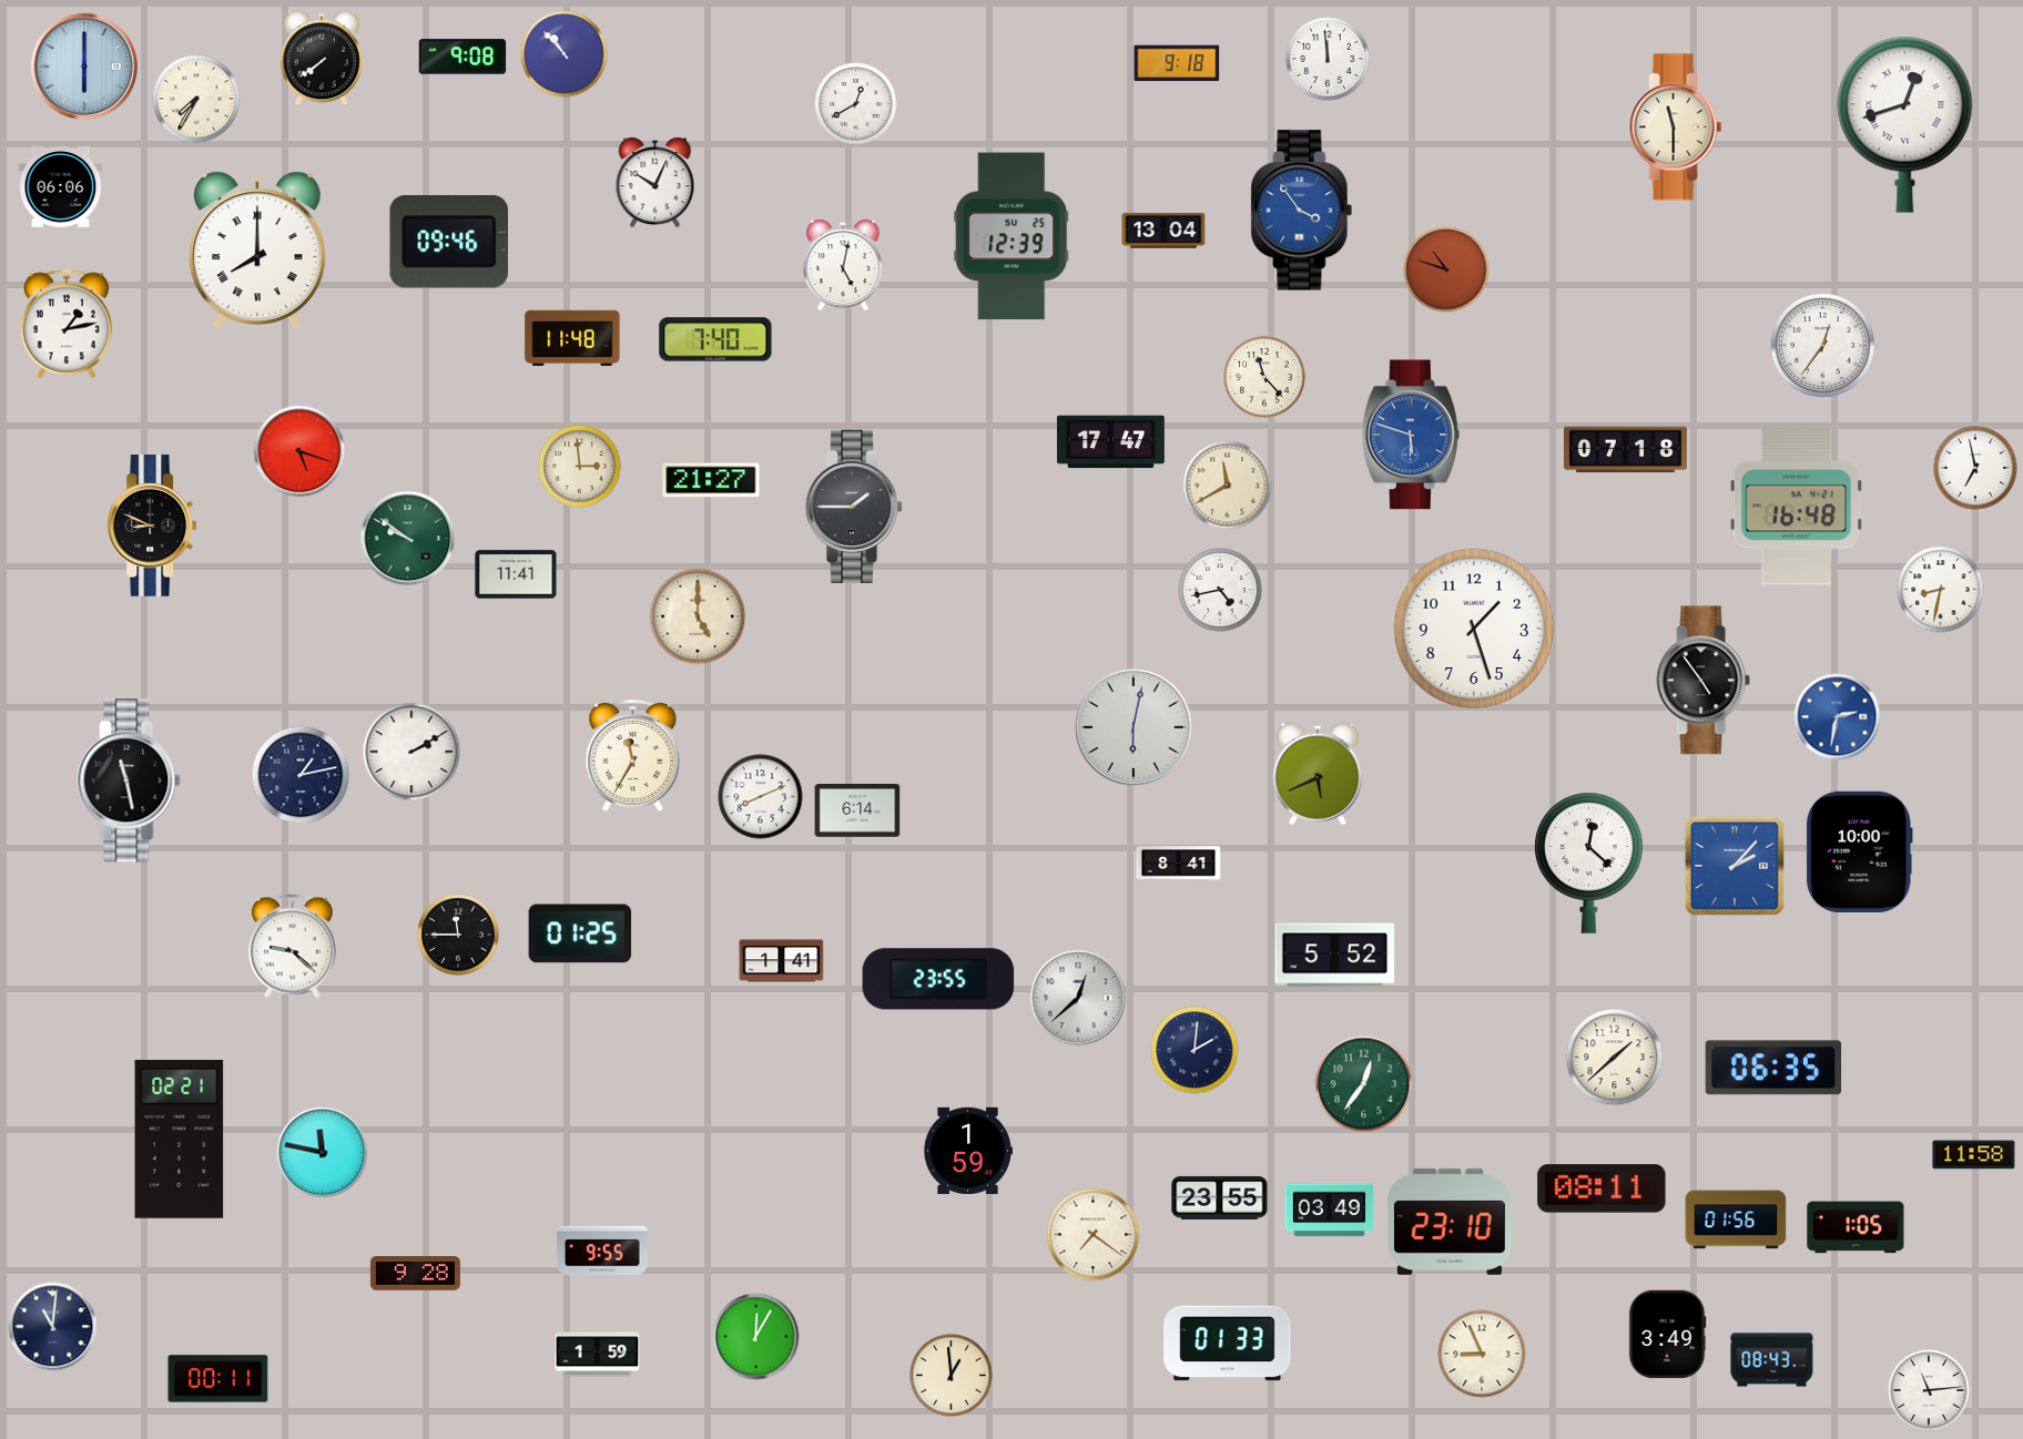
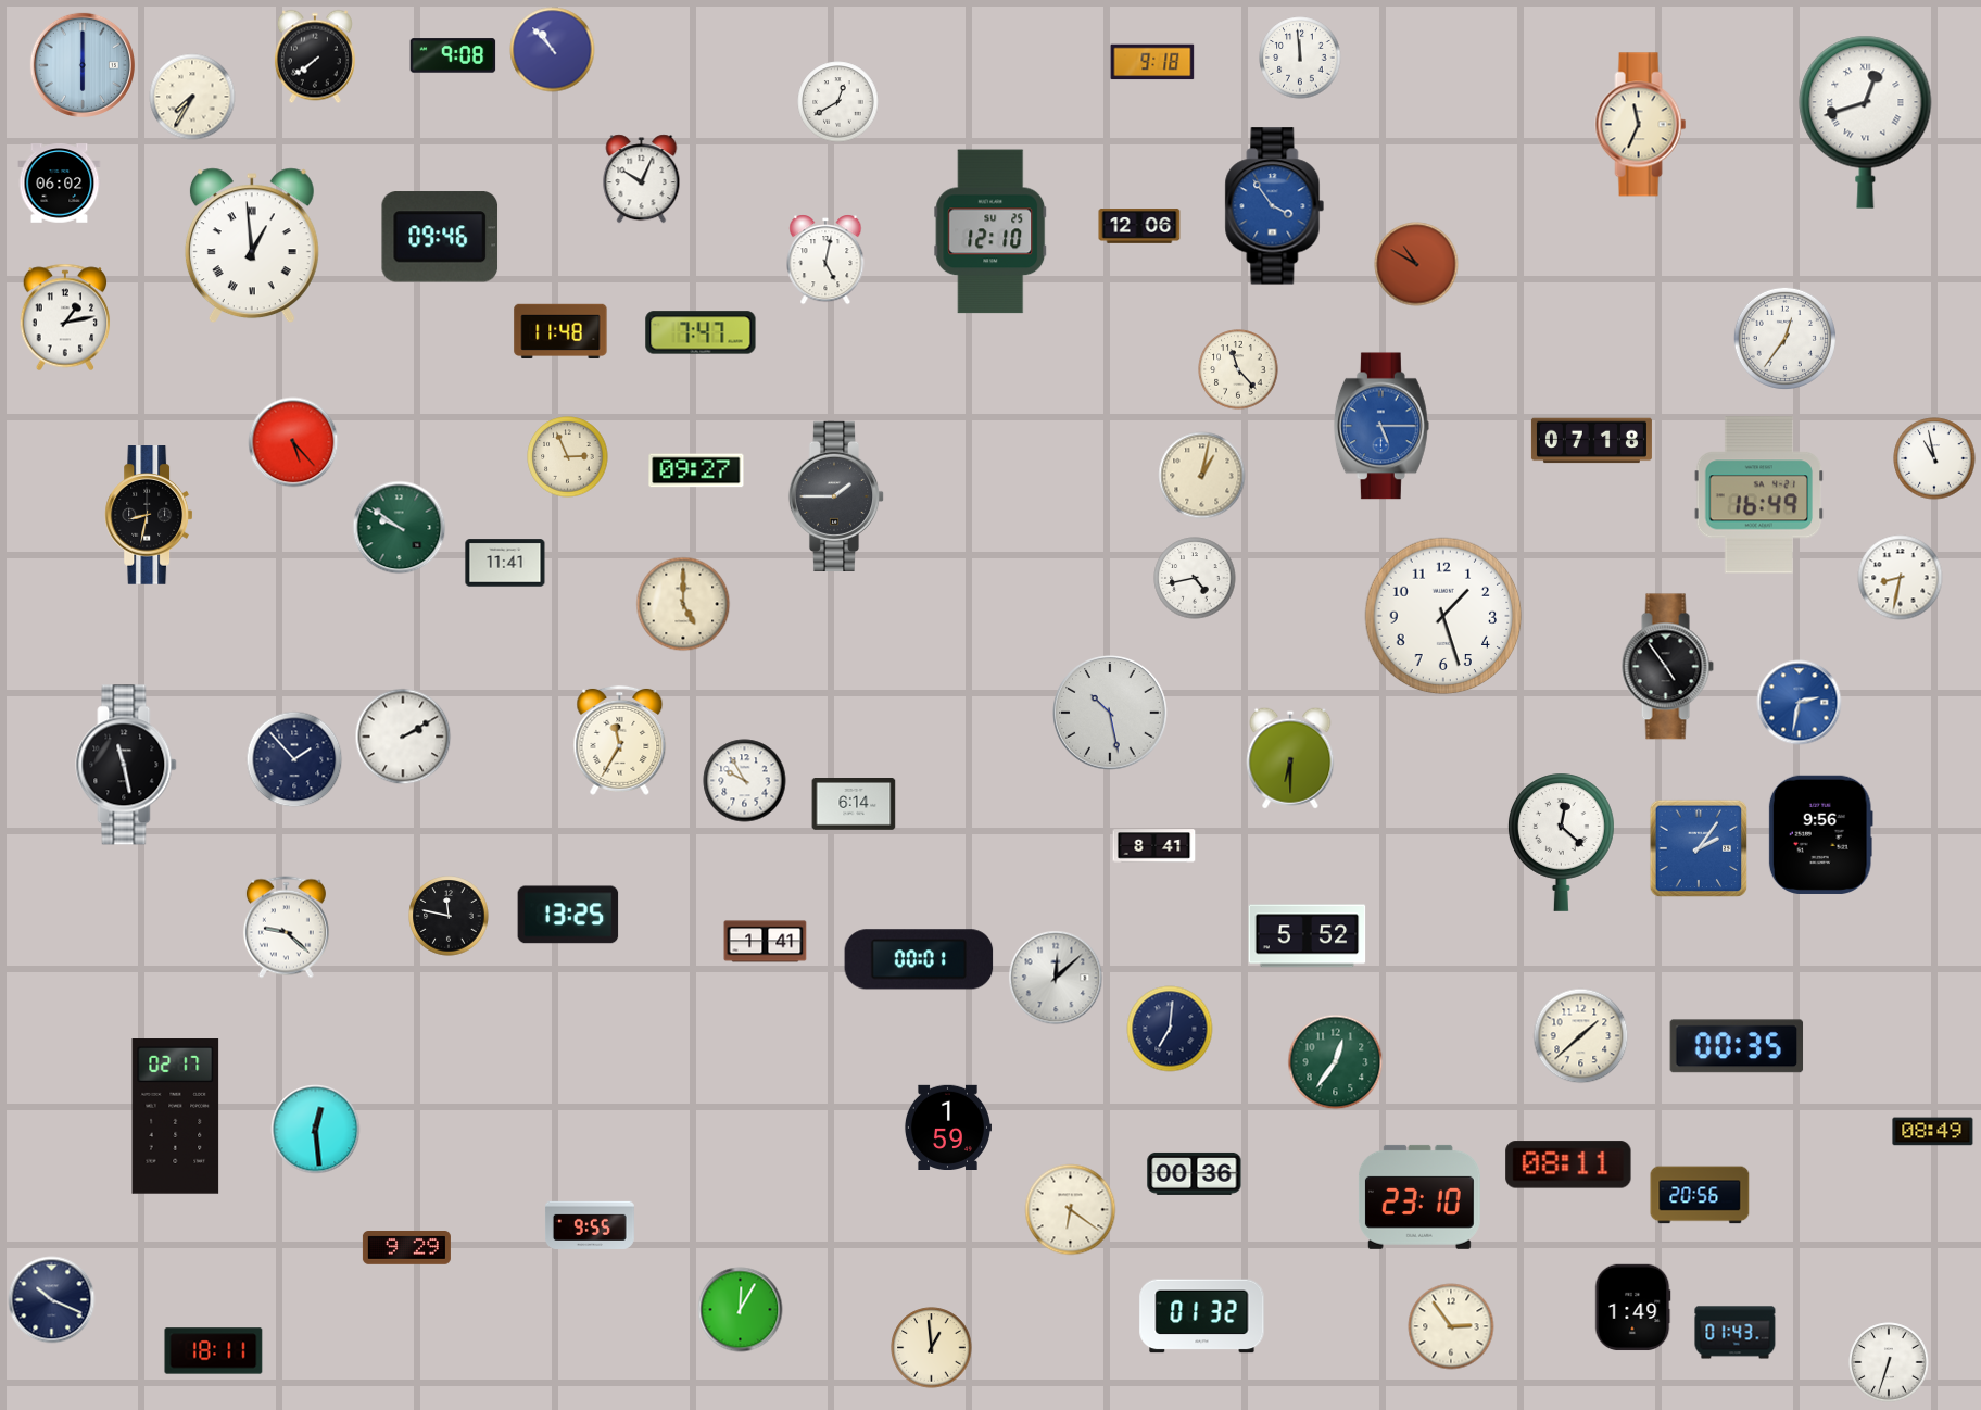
clock at (565, 54) position: (565, 54) -> (553, 50)
clock at (1676, 127): 11:30 -> 11:34
clock at (61, 187): 06:06 -> 06:02
clock at (1163, 231): 13:04 -> 12:06
clock at (1011, 236): 12:39 -> 12:10
clock at (257, 251): 8:00 -> 12:59
clock at (1446, 269): 10:48 -> 10:50
clock at (715, 339): 7:40 -> 7:47
clock at (1411, 435): 5:48 -> 5:15
clock at (1110, 442): 17:47 -> none
clock at (299, 451): 5:18 -> 5:23
clock at (580, 467): 2:59 -> 2:56
clock at (1975, 468): 6:58 -> 10:58
clock at (711, 480): 21:27 -> 09:27
clock at (1228, 486): 11:40 -> 1:02
clock at (1797, 506): 16:48 -> 16:49
clock at (152, 525): 8:49 -> 8:32
clock at (1134, 727): 6:02 -> 10:28
clock at (1318, 774): 5:41 -> 6:30
clock at (301, 775): 1:13 -> 1:53
clock at (761, 797): 8:11 -> 9:55
clock at (857, 812) position: (857, 812) -> (854, 805)
clock at (1859, 851): 10:00 -> 9:56
clock at (1588, 863) position: (1588, 863) -> (1561, 842)
clock at (1735, 866): 2:07 -> 2:06
clock at (580, 933): 01:25 -> 13:25
clock at (458, 935): 11:45 -> 11:47
clock at (938, 979): 23:55 -> 00:01
clock at (1078, 998): 12:38 -> 12:08
clock at (1195, 1050): 2:01 -> 7:01
clock at (1773, 1068): 06:35 -> 00:35
clock at (180, 1140): 02:21 -> 02:17
clock at (323, 1153): 11:47 -> 12:29
clock at (1974, 1155): 11:58 -> 08:49
clock at (1220, 1197): 23:55 -> 00:36
clock at (1330, 1211): 03:49 -> none
clock at (1736, 1219): 01:56 -> 20:56
clock at (1856, 1227): 1:05 -> none
clock at (1094, 1235): 7:21 -> 6:21
clock at (415, 1274): 9:28 -> 9:29
clock at (53, 1327): 11:01 -> 10:19
clock at (1667, 1335): 3:49 -> 1:49
clock at (1228, 1344): 01:33 -> 01:32
clock at (1482, 1354): 8:56 -> 2:54
clock at (598, 1355): 1:59 -> none
clock at (1772, 1360): 08:43 -> 01:43
clock at (218, 1379): 00:11 -> 18:11
clock at (1929, 1390): 11:14 -> 6:33
